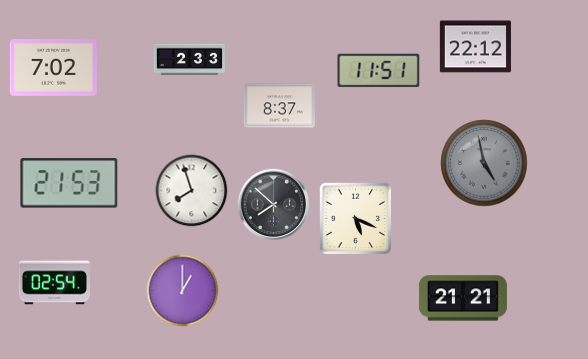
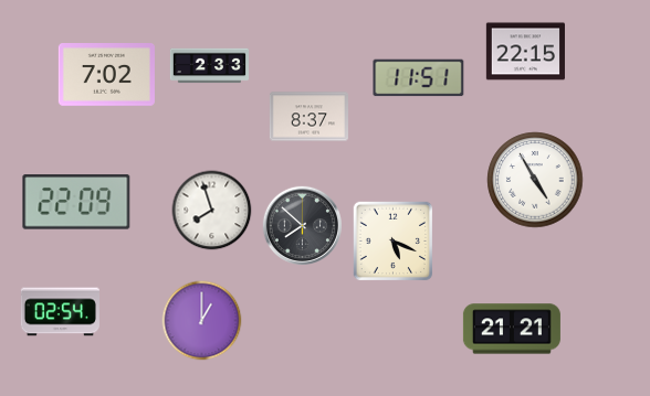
clock at (475, 47): 22:12 -> 22:15
clock at (53, 68) position: (53, 68) -> (106, 75)
clock at (484, 163): 4:58 -> 4:55
clock at (484, 163) dial: grey -> white
clock at (69, 183): 21:53 -> 22:09
